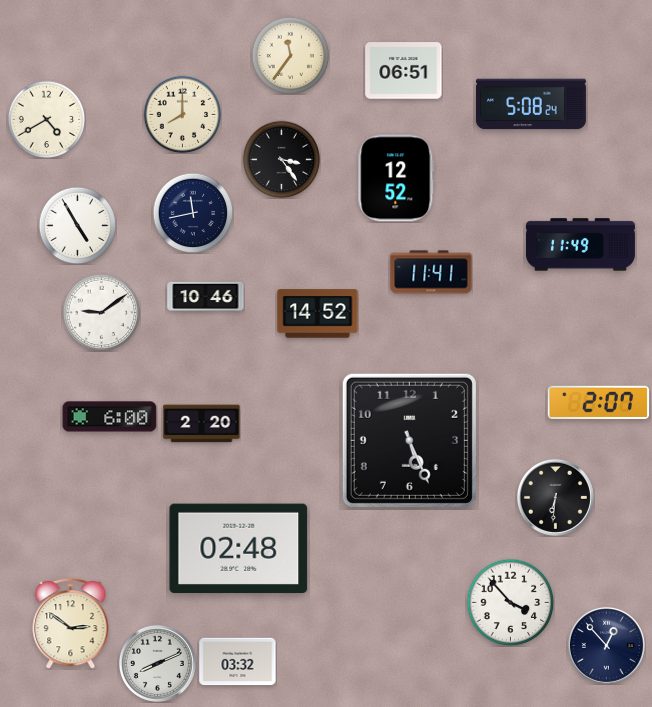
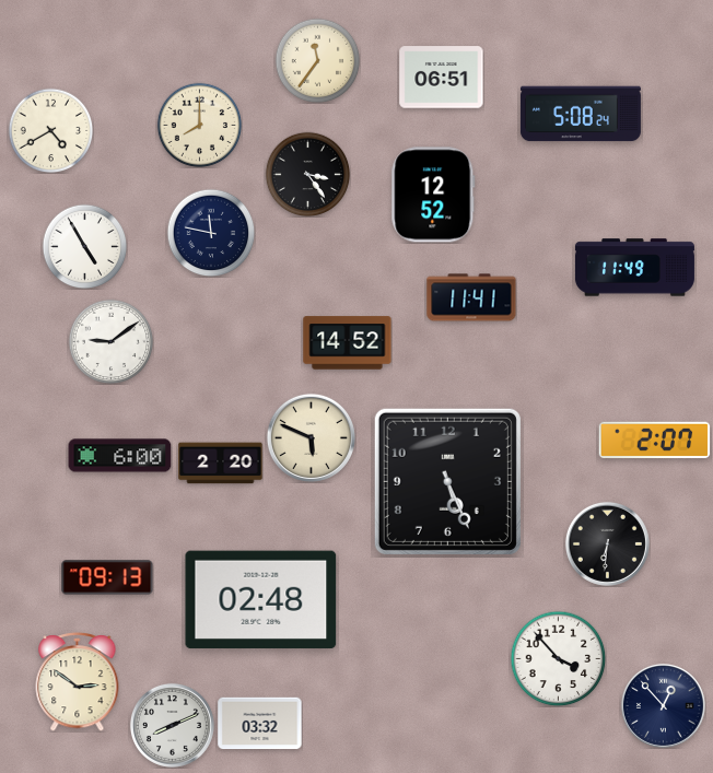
clock at (193, 213): 11:43 -> 11:47
clock at (206, 296): 10:46 -> none
clock at (311, 437): none -> 5:49
clock at (107, 577): none -> 09:13
